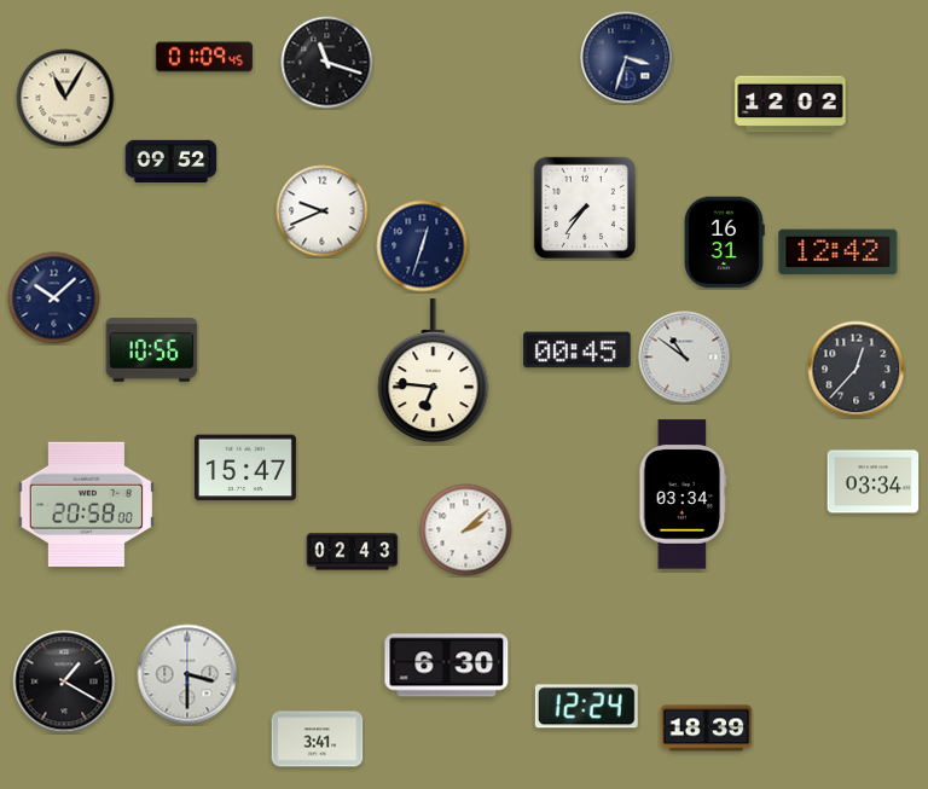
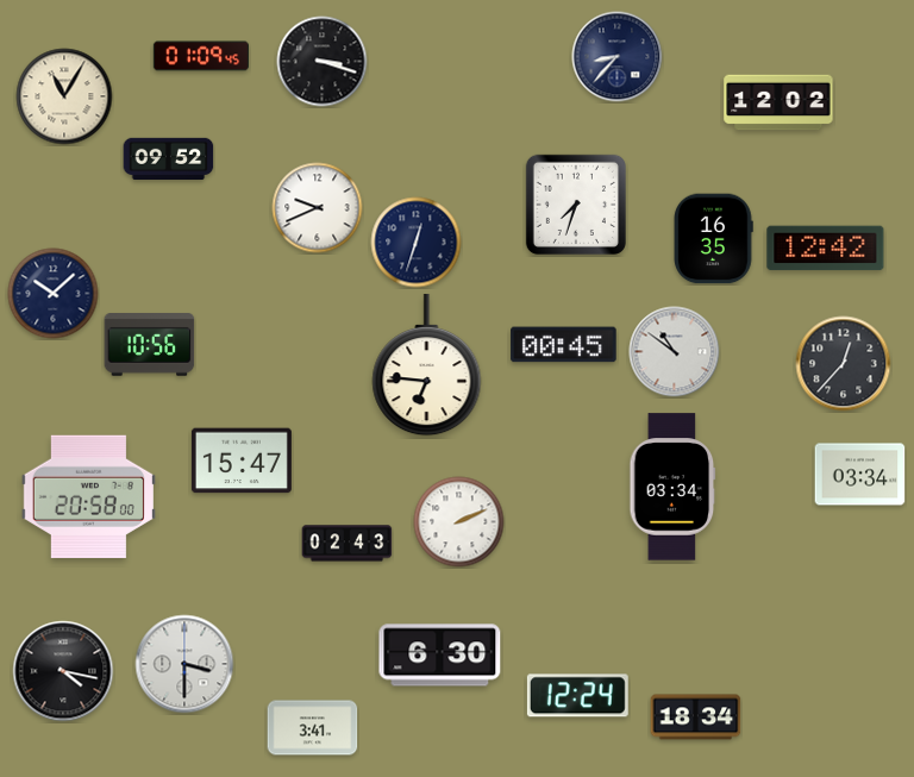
clock at (627, 58): 3:33 -> 8:37
clock at (327, 63): 11:18 -> 3:18
clock at (585, 208): 7:36 -> 7:33
clock at (724, 243): 16:31 -> 16:35
clock at (578, 350) position: (578, 350) -> (564, 345)
clock at (86, 504) position: (86, 504) -> (88, 496)
clock at (466, 530): 2:08 -> 2:11
clock at (64, 681): 1:20 -> 4:17
clock at (707, 729): 18:39 -> 18:34
